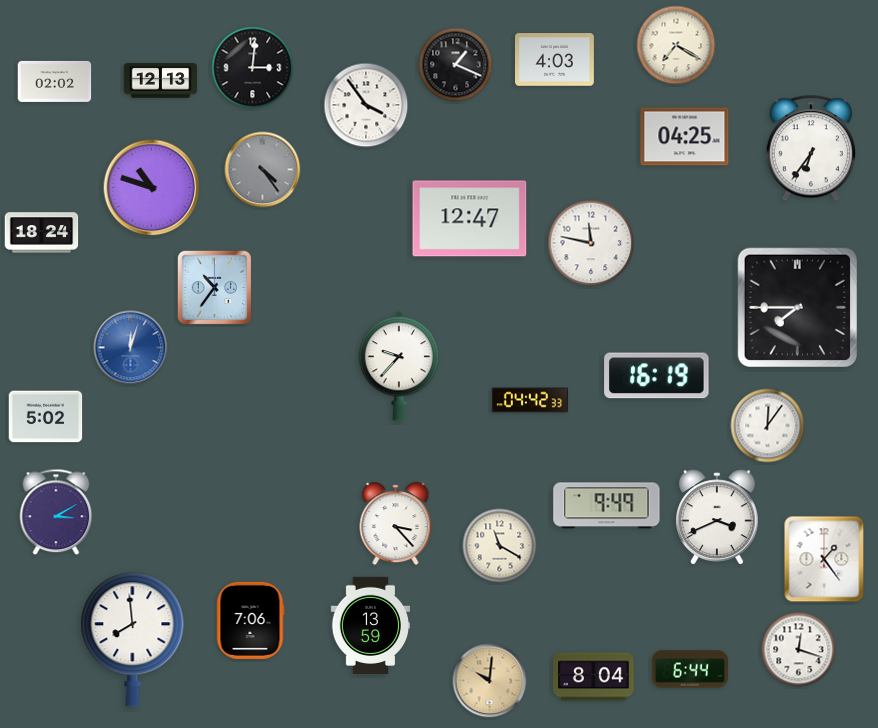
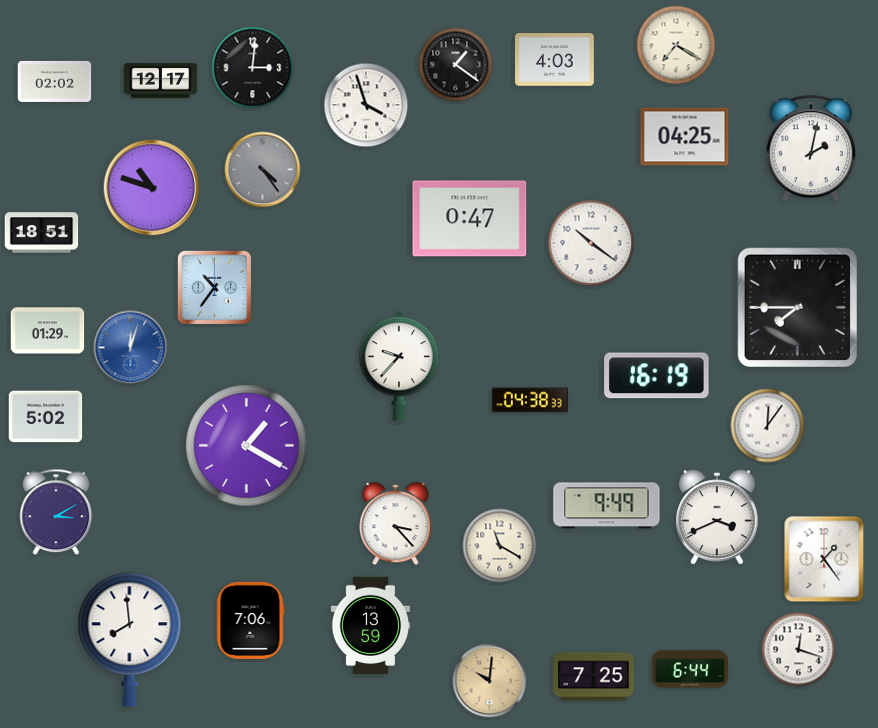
clock at (456, 65): 1:19 -> 1:21
clock at (161, 81): 12:13 -> 12:17
clock at (366, 105): 3:54 -> 3:57
clock at (811, 149): 6:36 -> 2:02
clock at (470, 219): 12:47 -> 0:47
clock at (42, 233): 18:24 -> 18:51
clock at (591, 243): 11:47 -> 10:21
clock at (48, 331): none -> 01:29
clock at (530, 400): 04:42 -> 04:38
clock at (247, 446): none -> 1:20
clock at (133, 640) position: (133, 640) -> (130, 640)
clock at (594, 677): 8:04 -> 7:25
